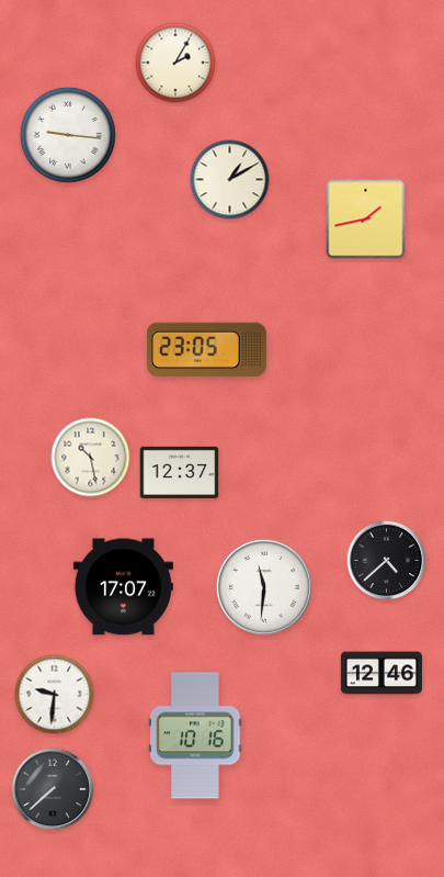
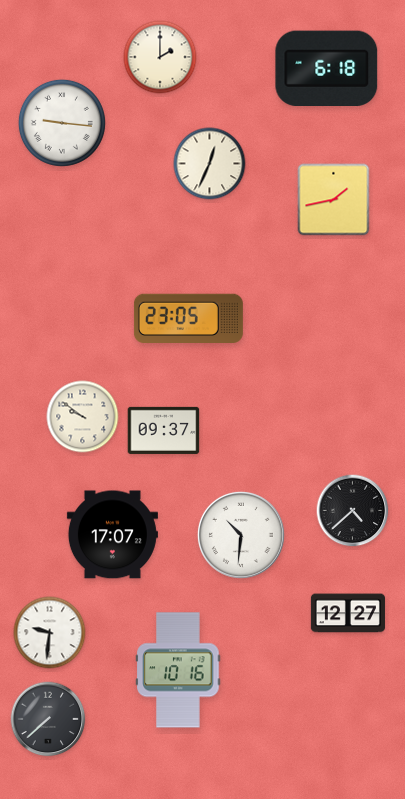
clock at (175, 63): 2:05 -> 2:00
clock at (327, 68): none -> 6:18
clock at (230, 180): 1:10 -> 12:34
clock at (91, 458): 10:28 -> 9:51
clock at (180, 472): 12:37 -> 09:37
clock at (264, 587): 11:31 -> 10:31
clock at (382, 673): 12:46 -> 12:27
